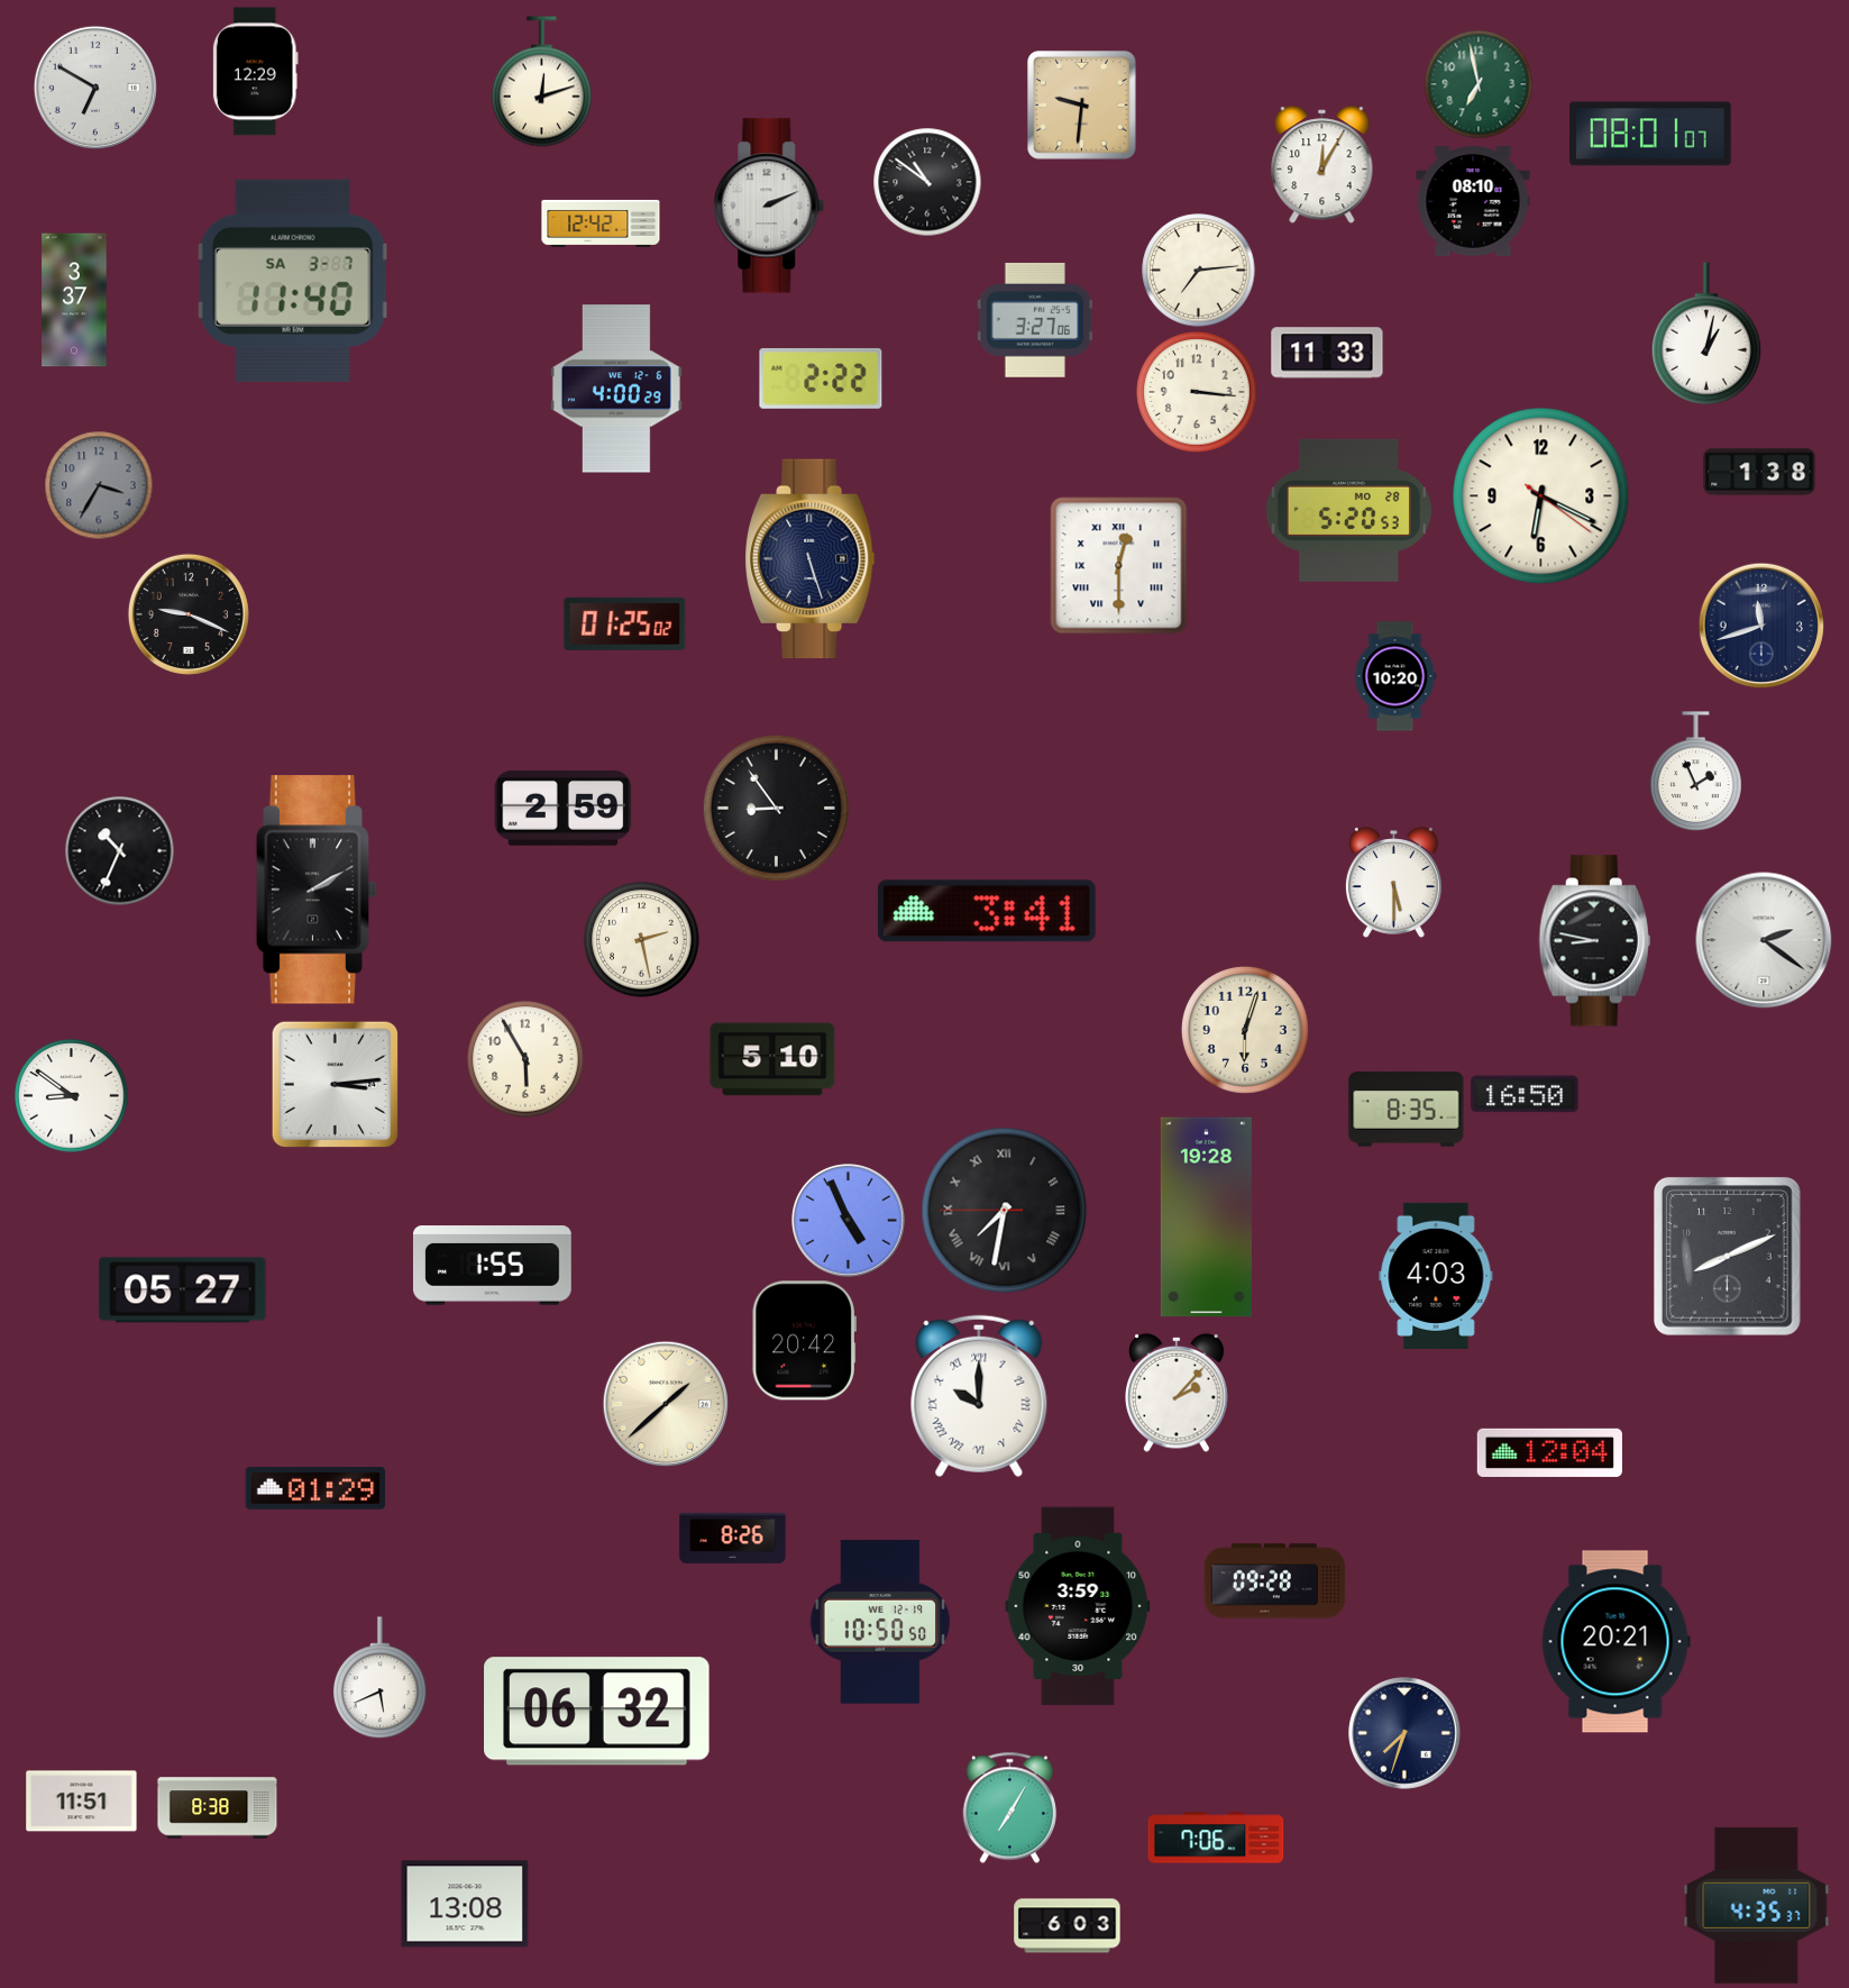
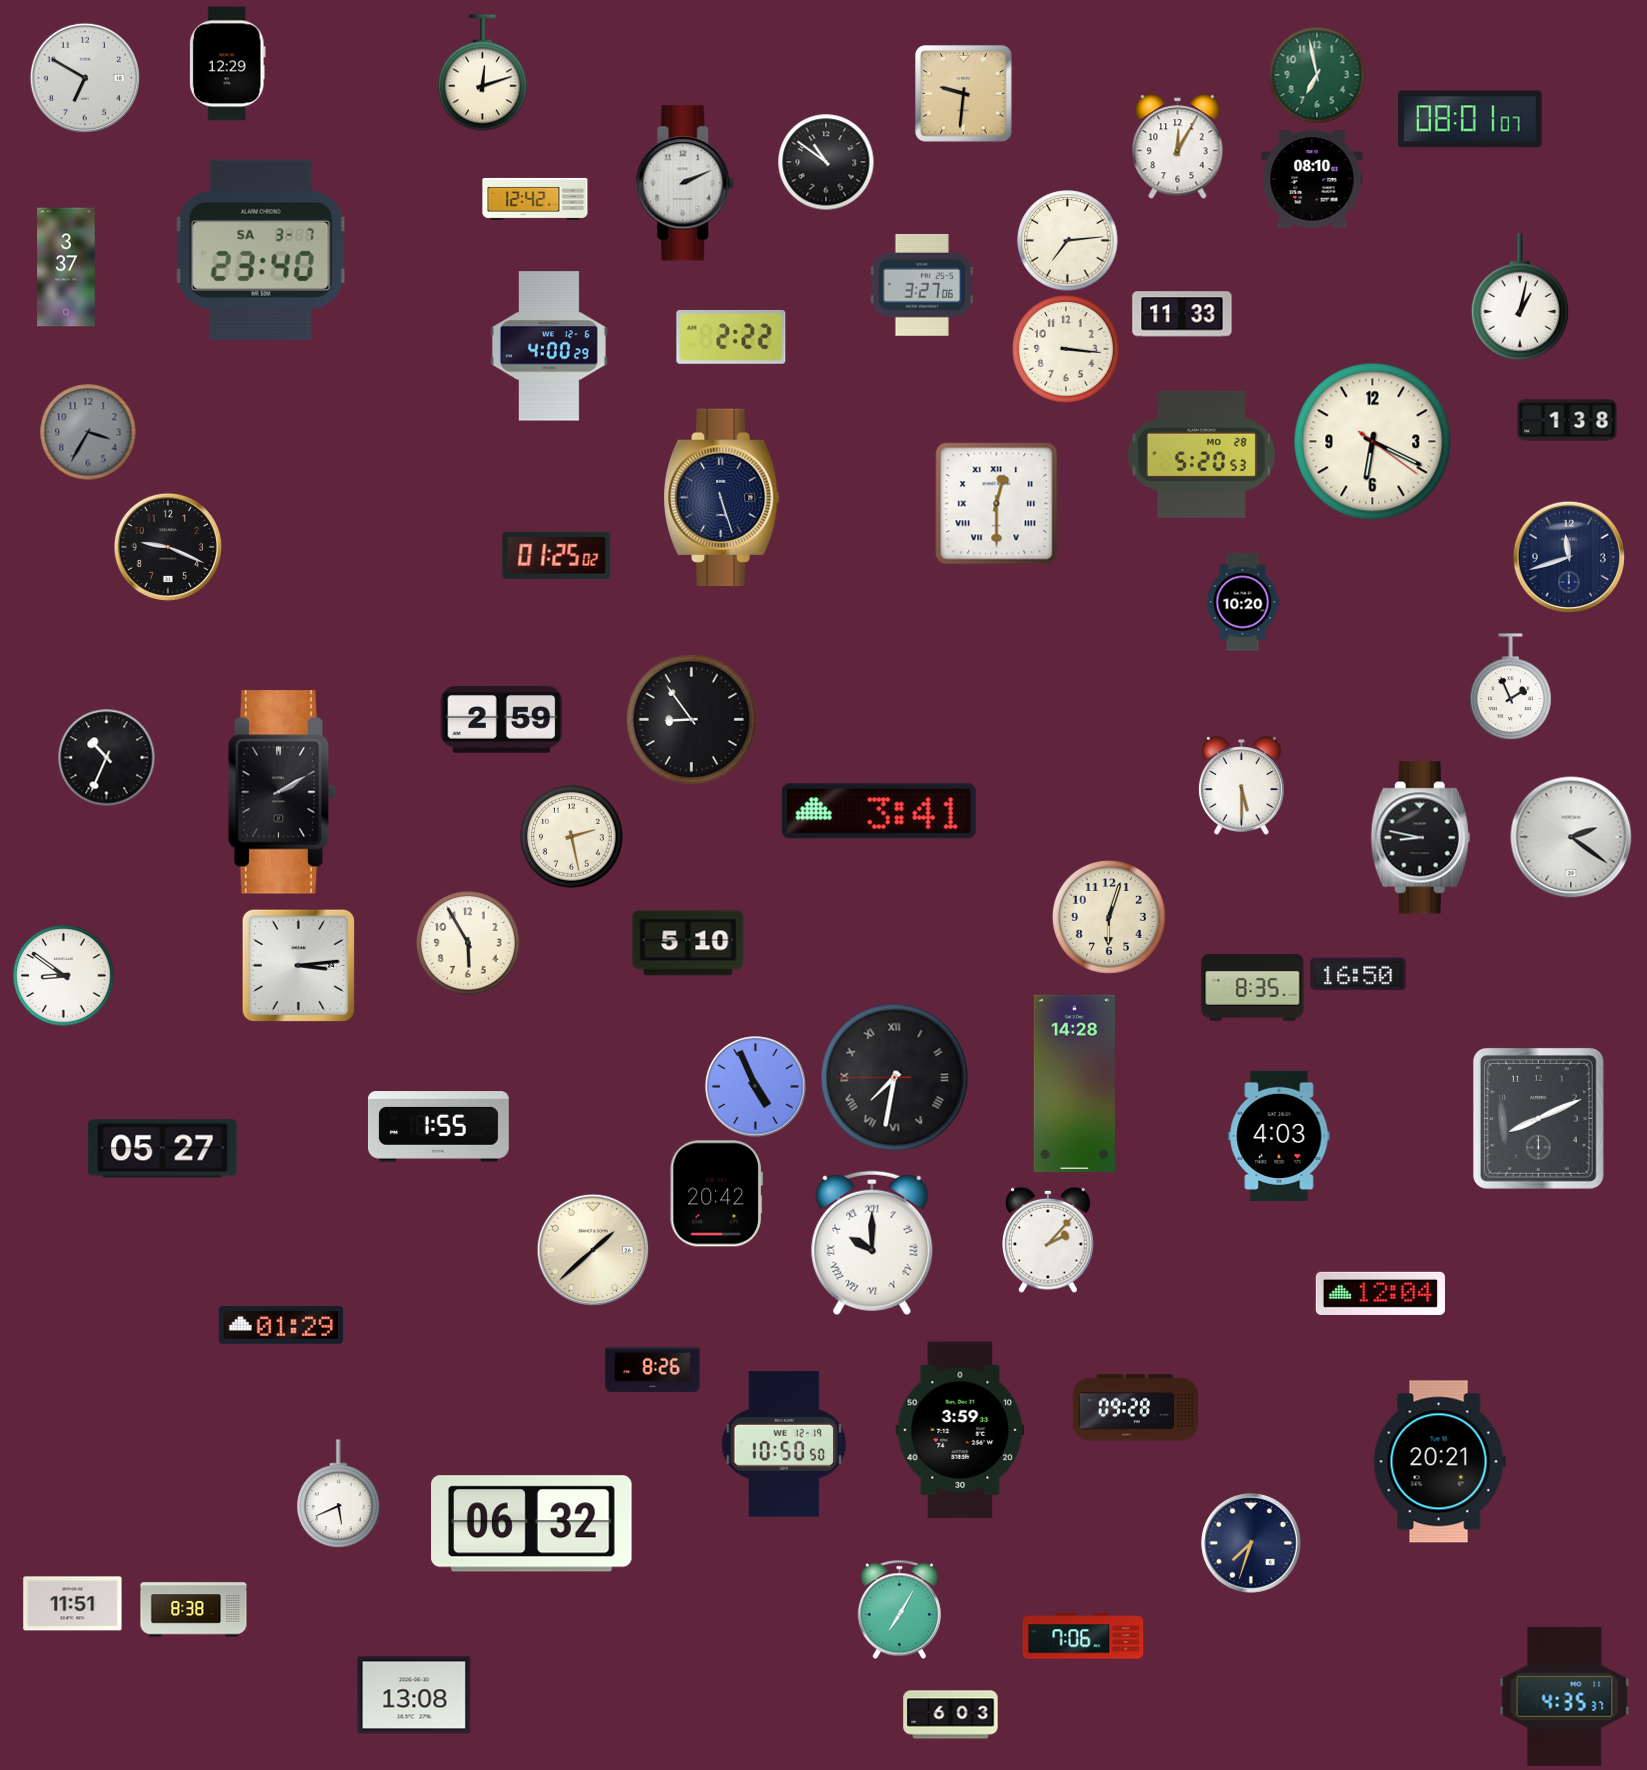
clock at (293, 281): 11:40 -> 23:40
clock at (1206, 1218): 19:28 -> 14:28
